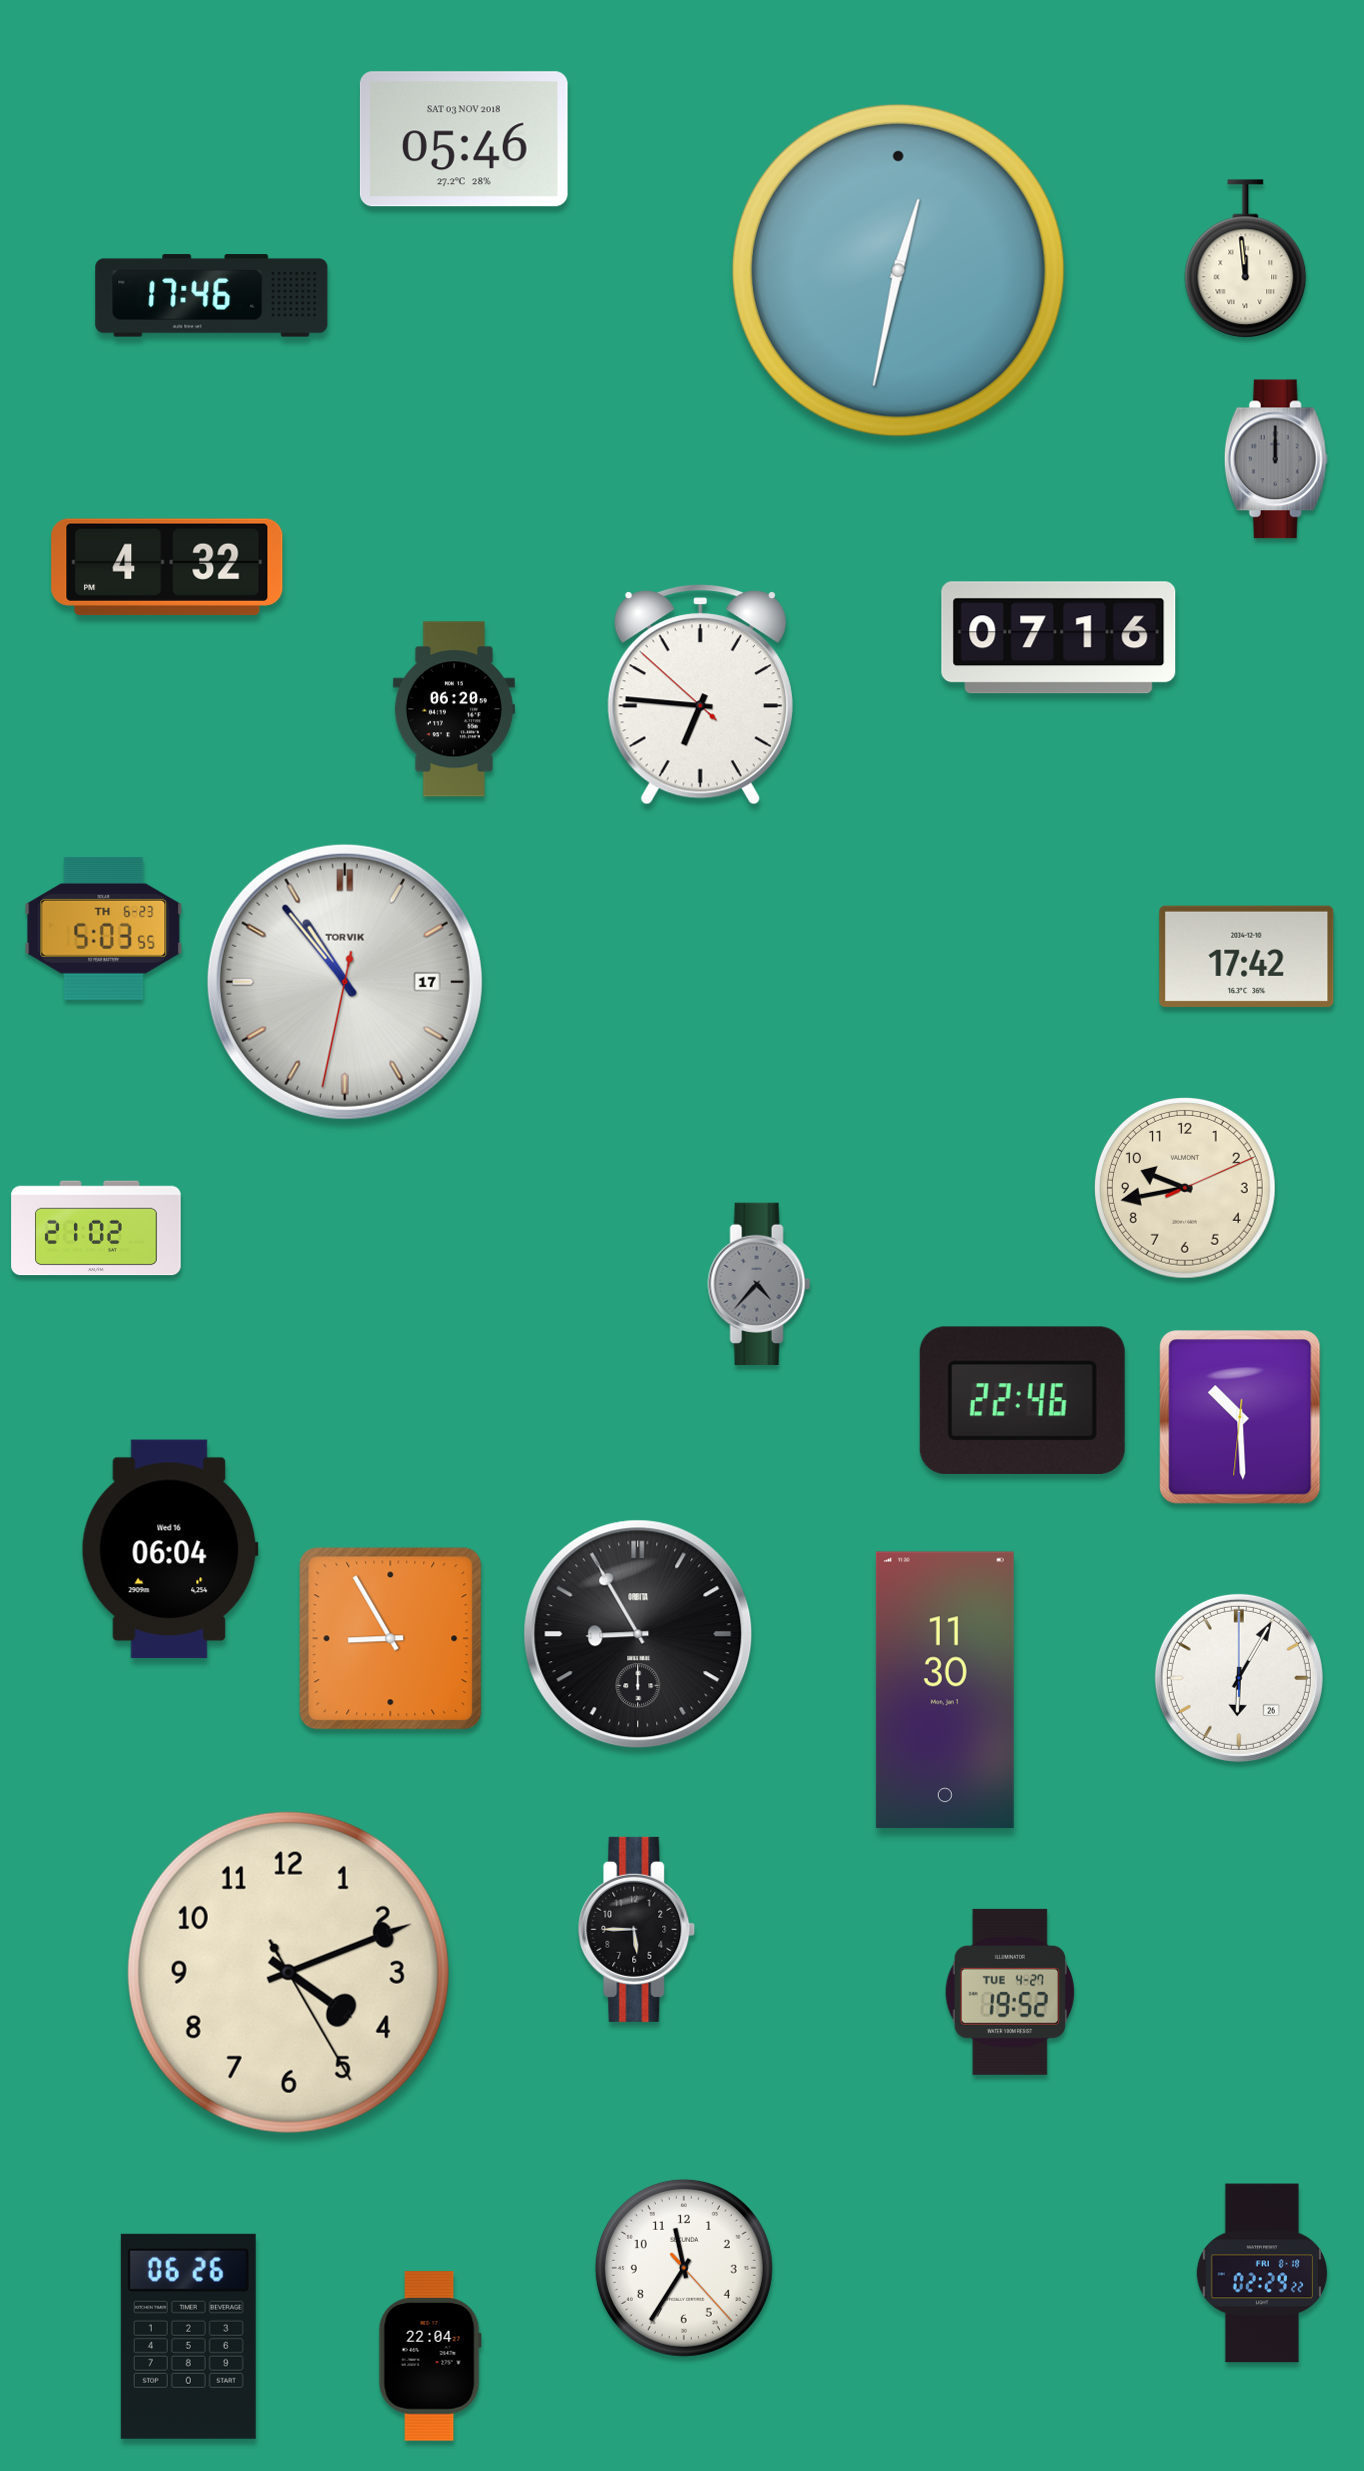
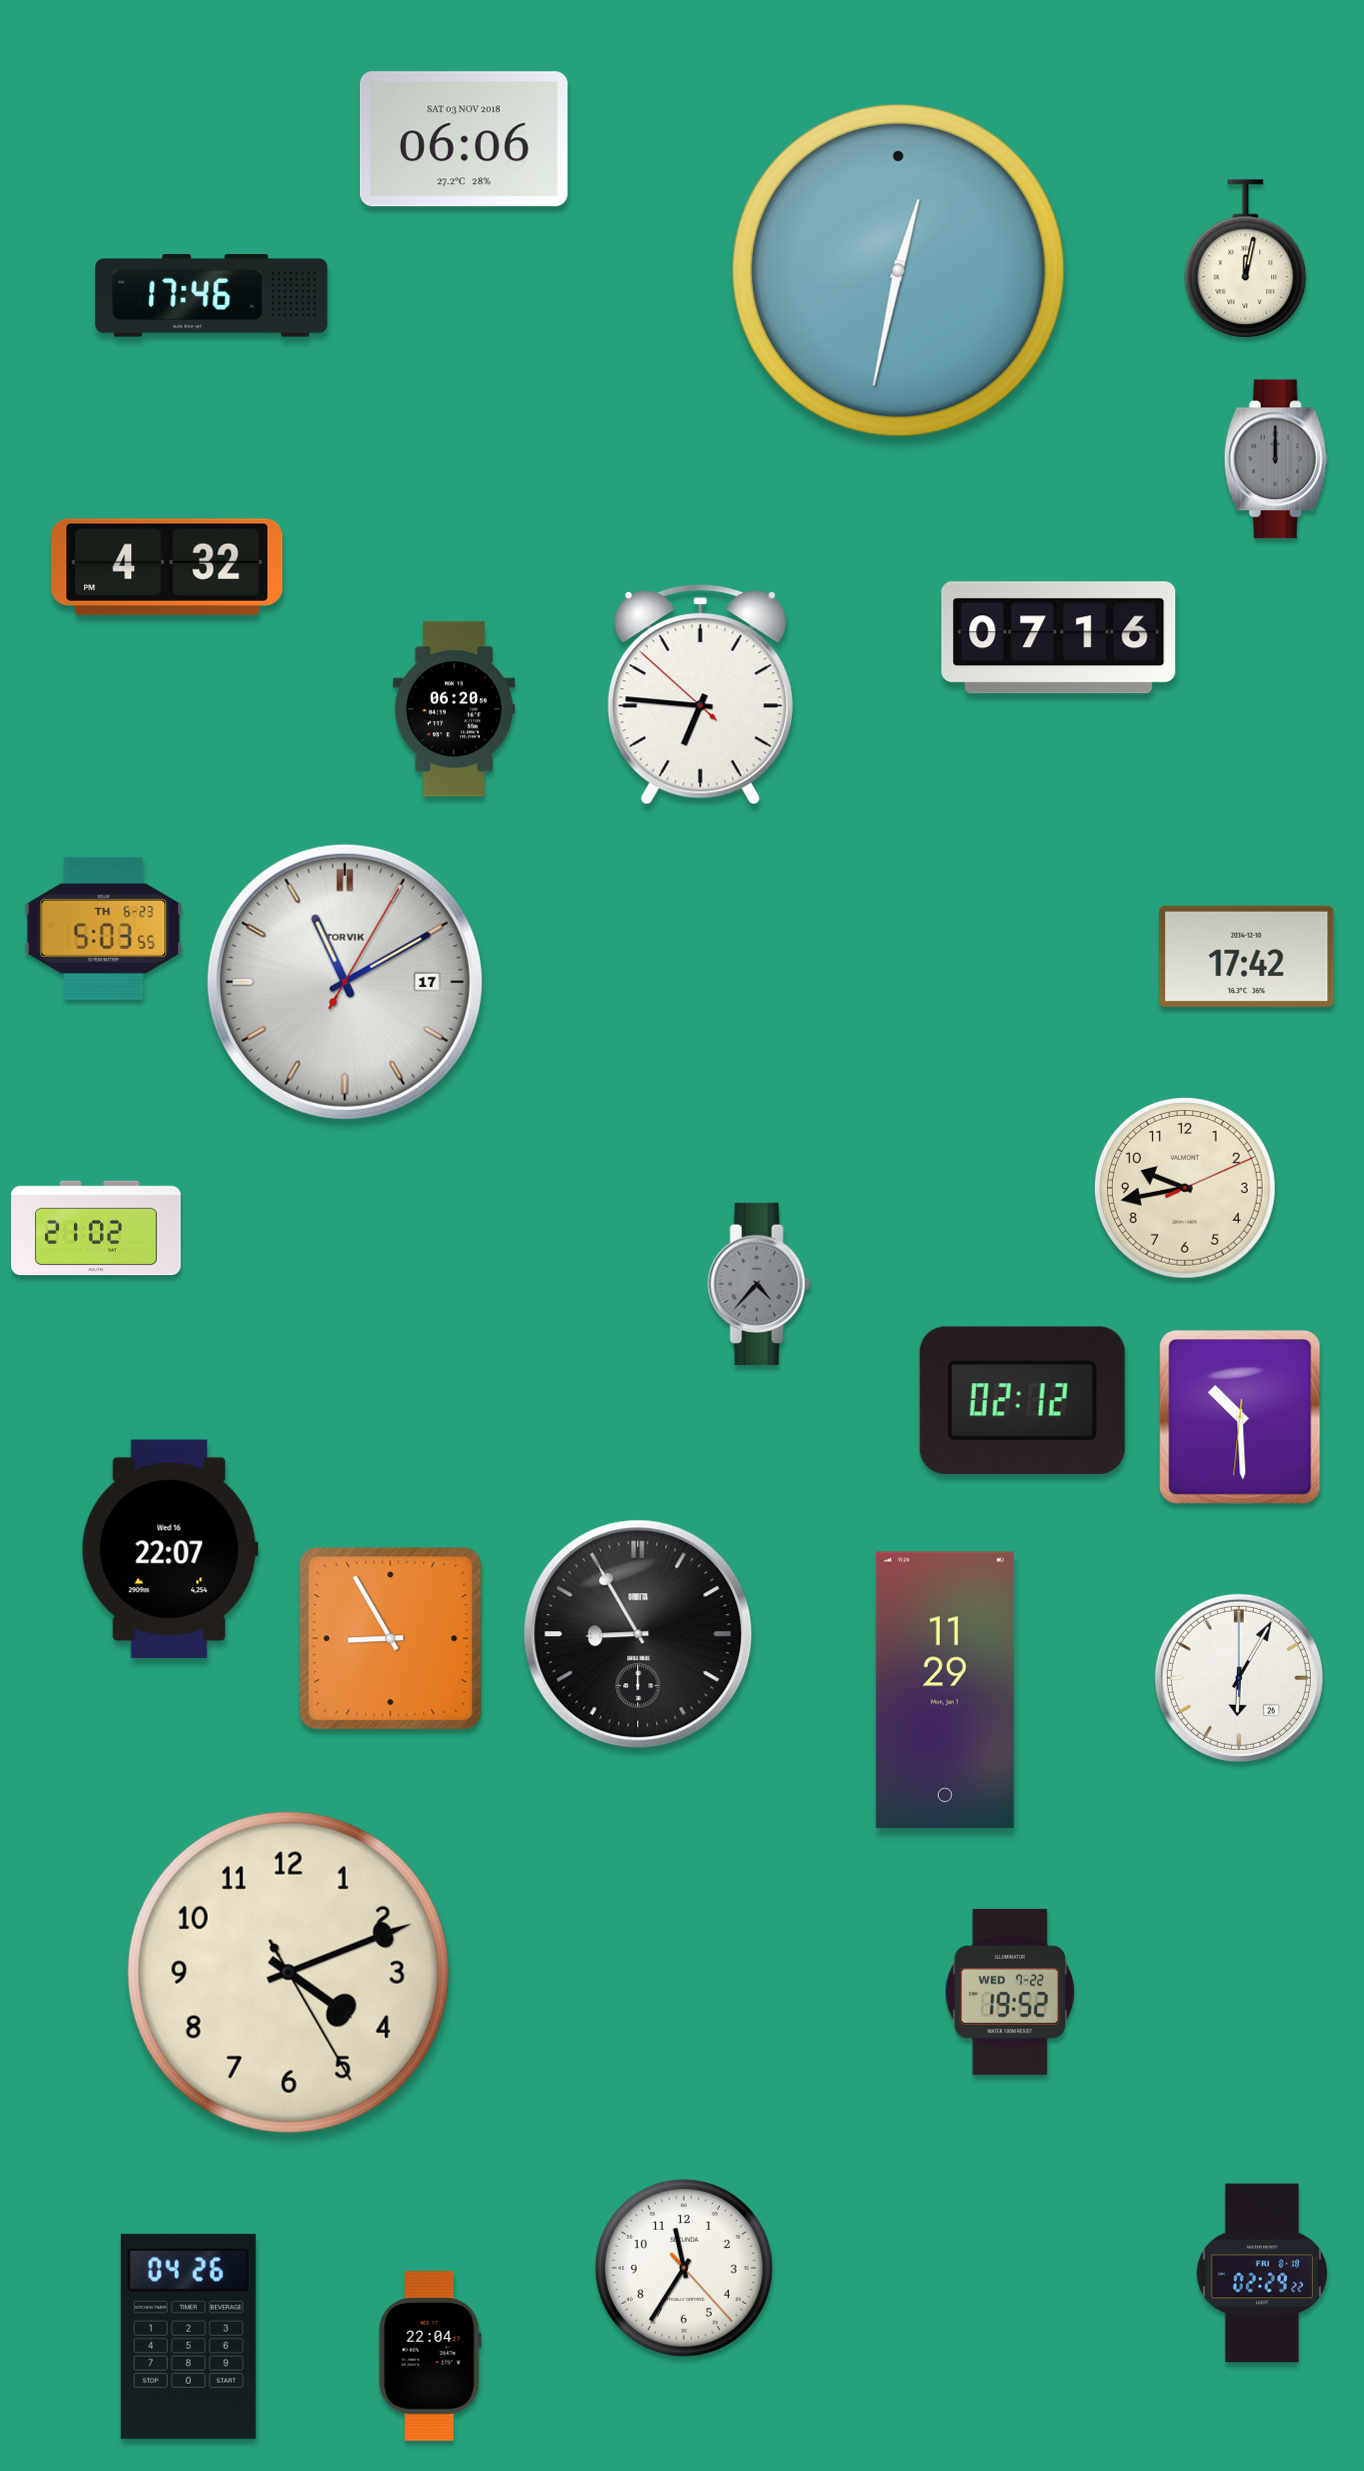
clock at (464, 139): 05:46 -> 06:06
clock at (1246, 259): 11:59 -> 12:02
clock at (345, 982): 10:53 -> 11:10
clock at (1022, 1400): 22:46 -> 02:12
clock at (170, 1549): 06:04 -> 22:07
clock at (945, 1690): 11:30 -> 11:29
clock at (637, 1929): 5:45 -> none
clock at (1010, 1992) date: TUE 4-27 -> WED 7-22
clock at (188, 2336): 06:26 -> 04:26
